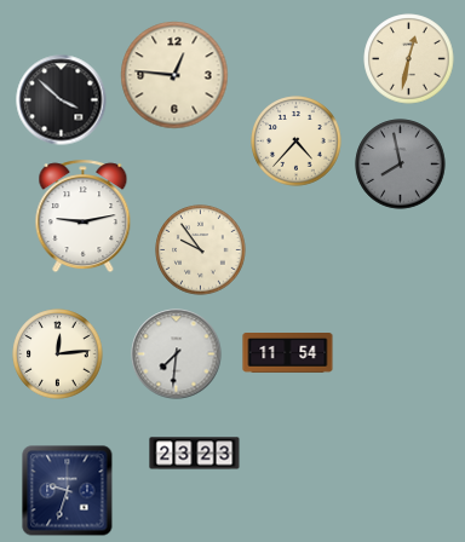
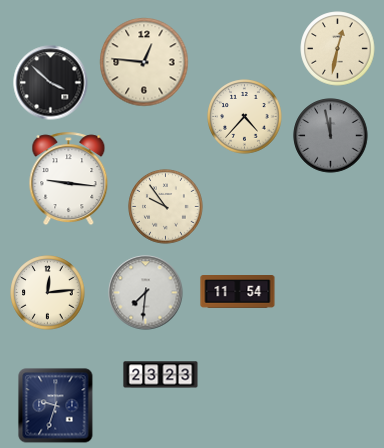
clock at (401, 165): 7:58 -> 11:58
clock at (84, 217): 9:13 -> 9:16
